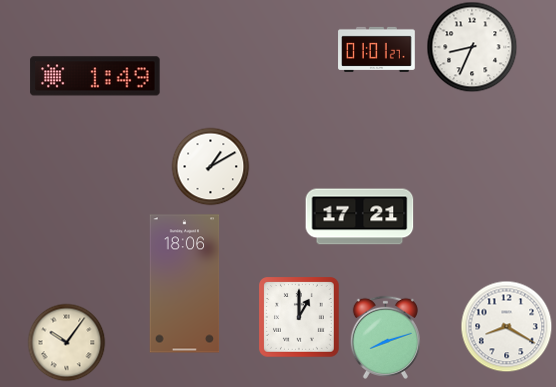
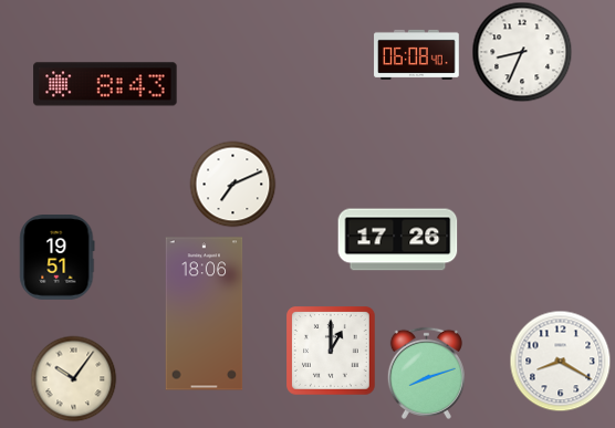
clock at (377, 49): 01:01 -> 06:08
clock at (95, 76): 1:49 -> 8:43
clock at (210, 166): 1:10 -> 7:11
clock at (360, 217): 17:21 -> 17:26
clock at (58, 258): none -> 19:51
